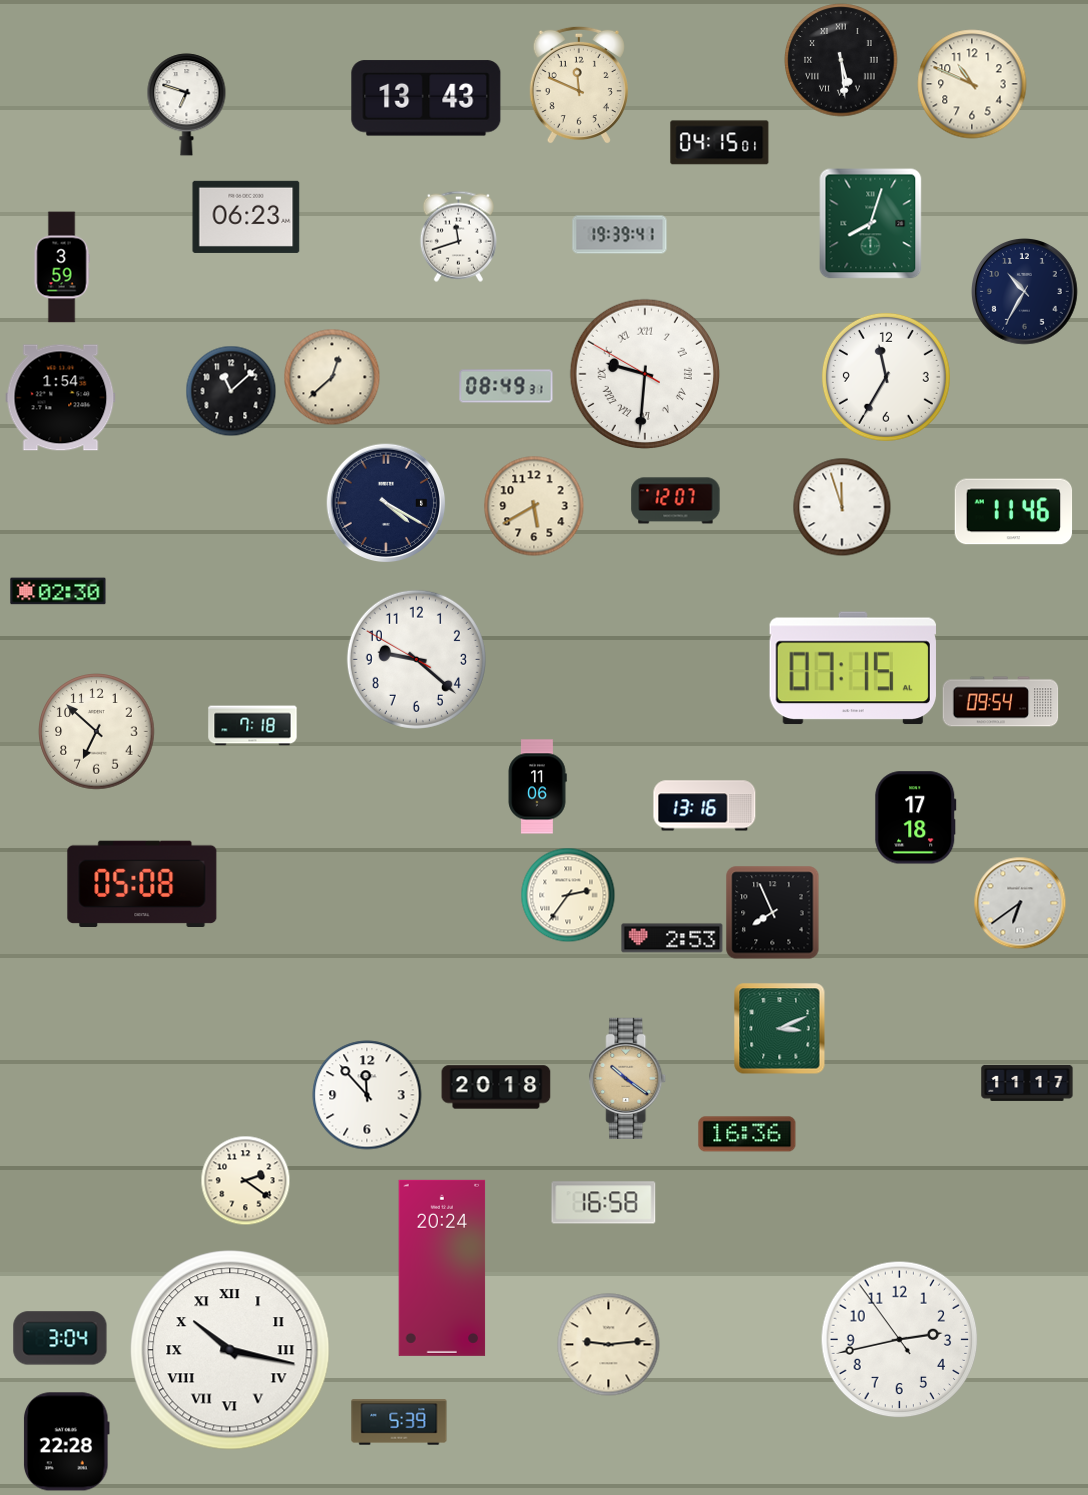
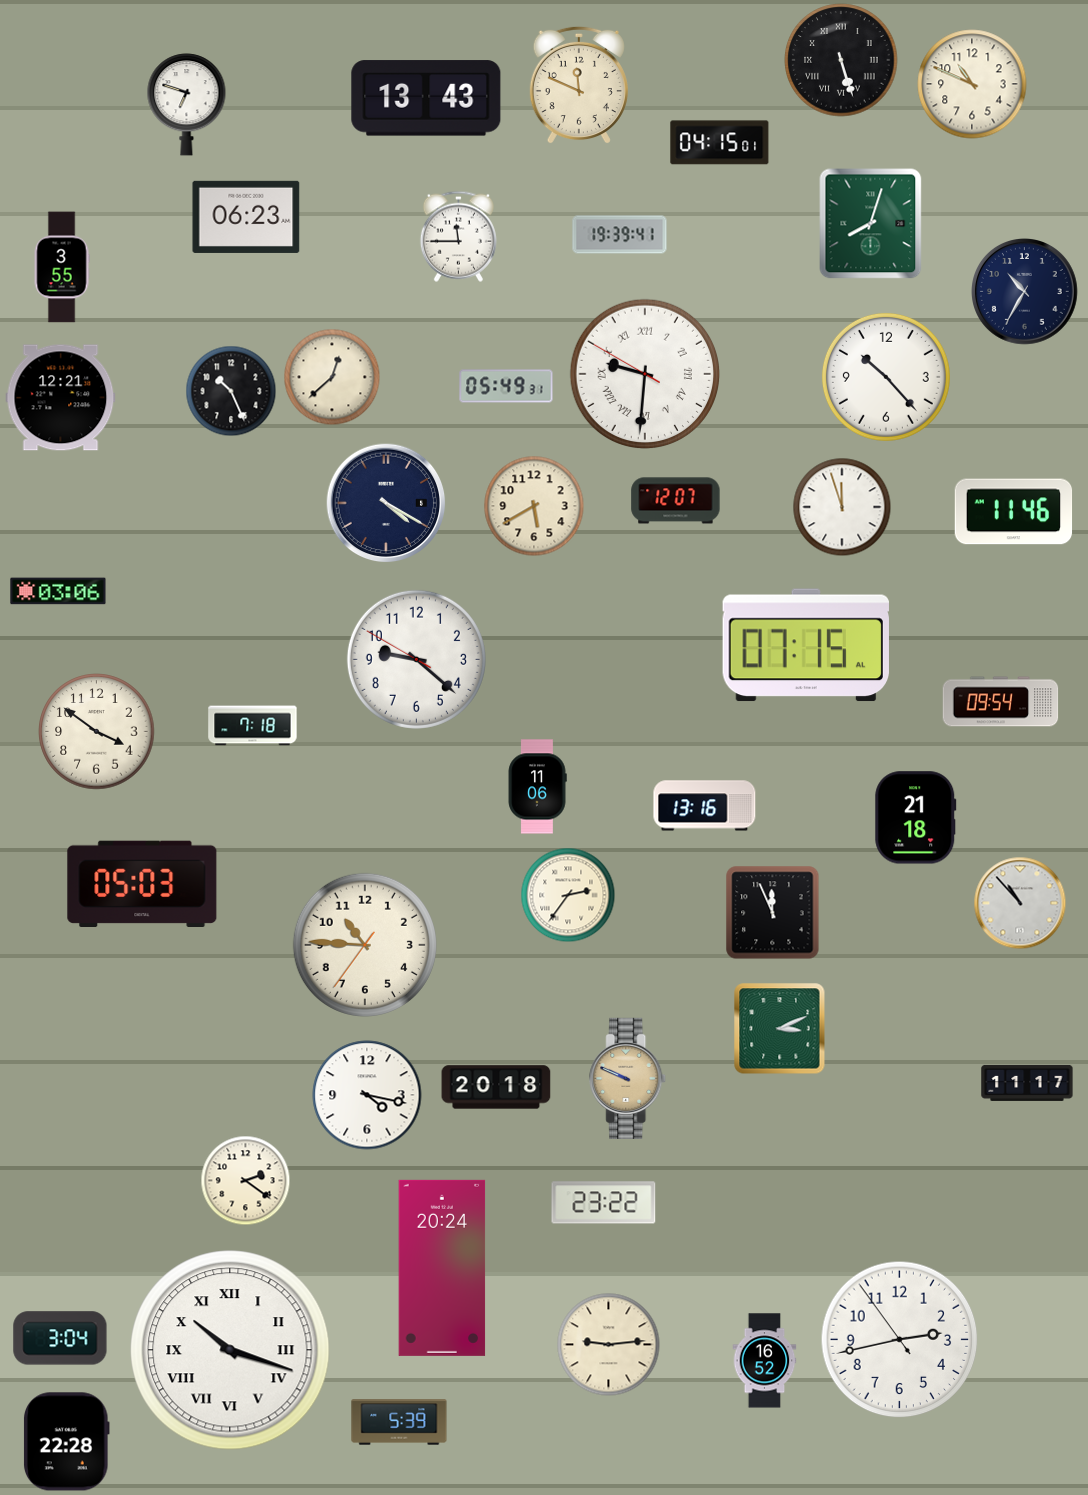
clock at (841, 60): 5:29 -> 5:27
clock at (458, 236): 11:42 -> 11:45
clock at (62, 267): 3:59 -> 3:55
clock at (886, 377): 11:35 -> 10:23
clock at (506, 386): 08:49 -> 05:49
clock at (231, 391): 11:08 -> 10:26
clock at (61, 398): 1:54 -> 12:21
clock at (58, 591): 02:30 -> 03:06
clock at (853, 668) position: (853, 668) -> (806, 645)
clock at (97, 732): 6:52 -> 3:51
clock at (916, 818): 17:18 -> 21:18
clock at (142, 883): 05:08 -> 05:03
clock at (1020, 903): 6:39 -> 10:53
clock at (773, 913): 7:56 -> 11:56
clock at (672, 938): 2:53 -> none
clock at (365, 945): none -> 10:45
clock at (628, 1078): 10:21 -> 9:49
clock at (367, 1095): 11:53 -> 4:17
clock at (747, 1134): 16:36 -> none
clock at (604, 1203): 16:58 -> 23:22
clock at (230, 1350): 10:17 -> 10:18
clock at (765, 1361): none -> 16:52
